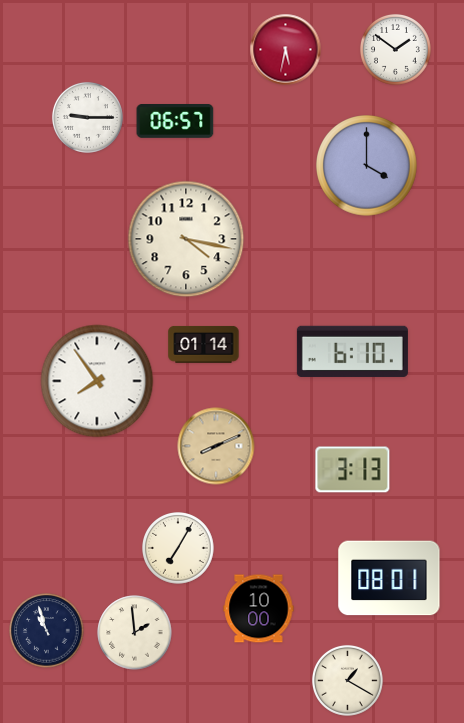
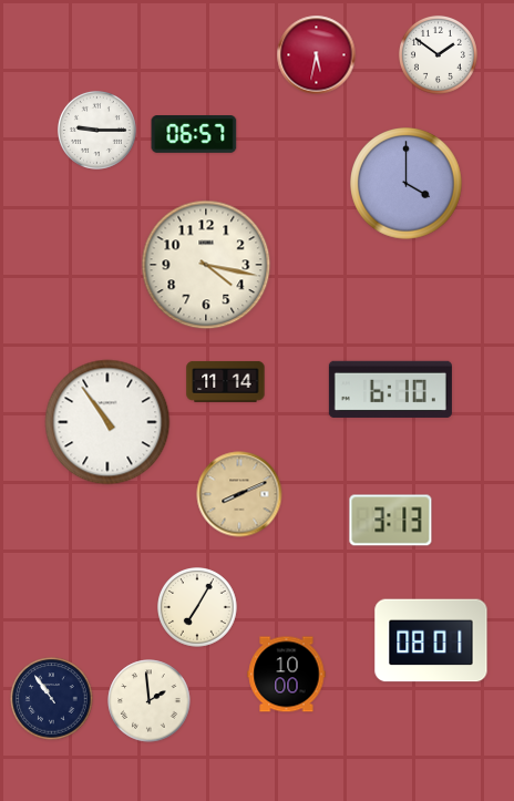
clock at (204, 345): 01:14 -> 11:14
clock at (97, 381): 7:54 -> 10:54
clock at (47, 631): 10:57 -> 10:54
clock at (347, 680): 1:20 -> none
